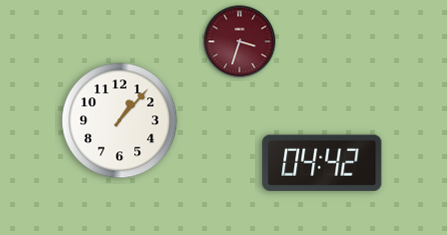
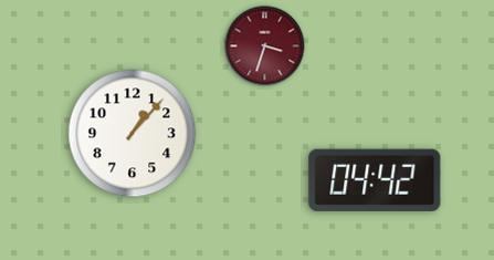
clock at (322, 163) position: (322, 163) -> (375, 180)
